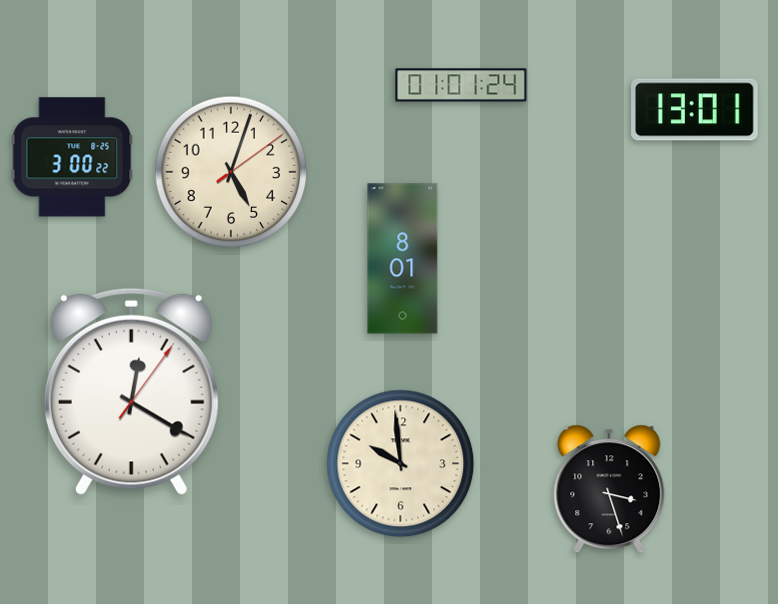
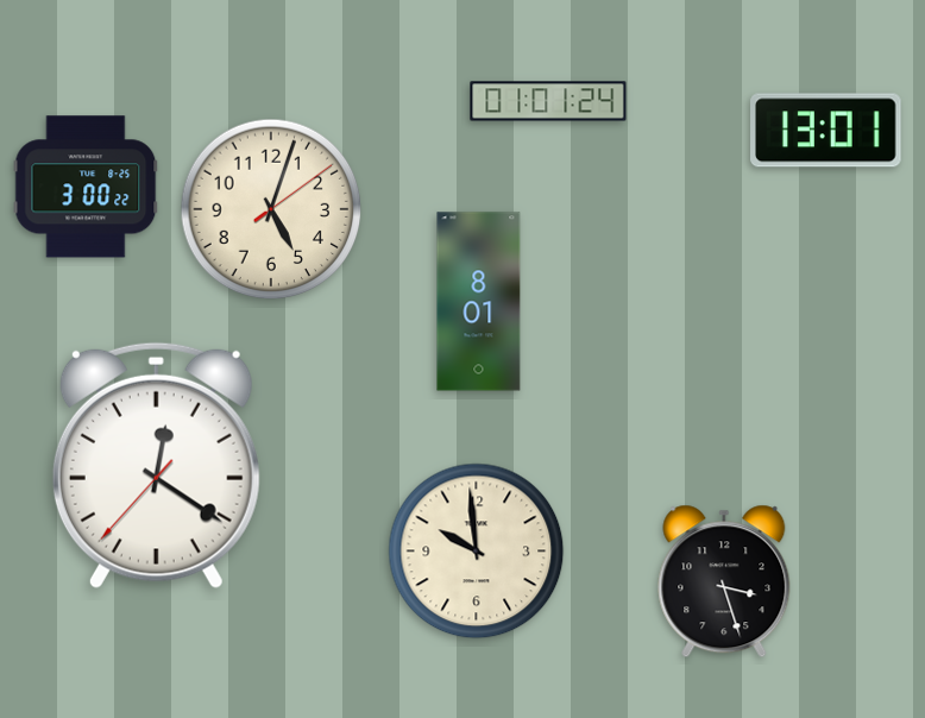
clock at (231, 172) position: (231, 172) -> (271, 209)
clock at (403, 259) position: (403, 259) -> (479, 302)
clock at (131, 391): 12:20:06 -> 12:20:37
